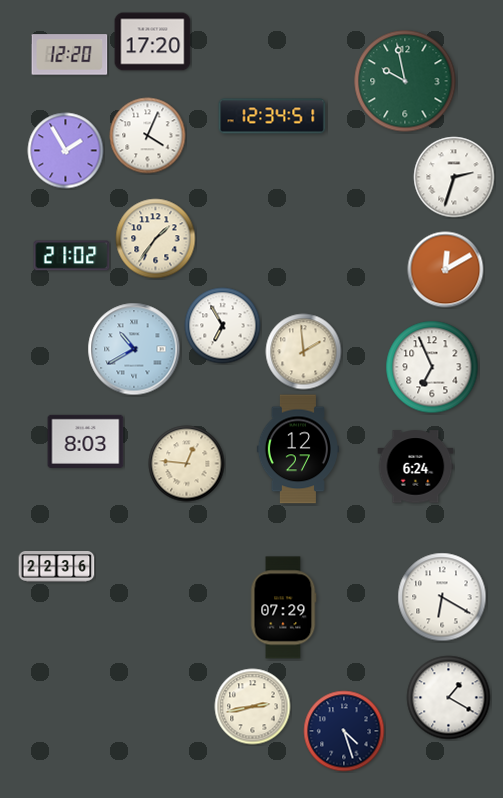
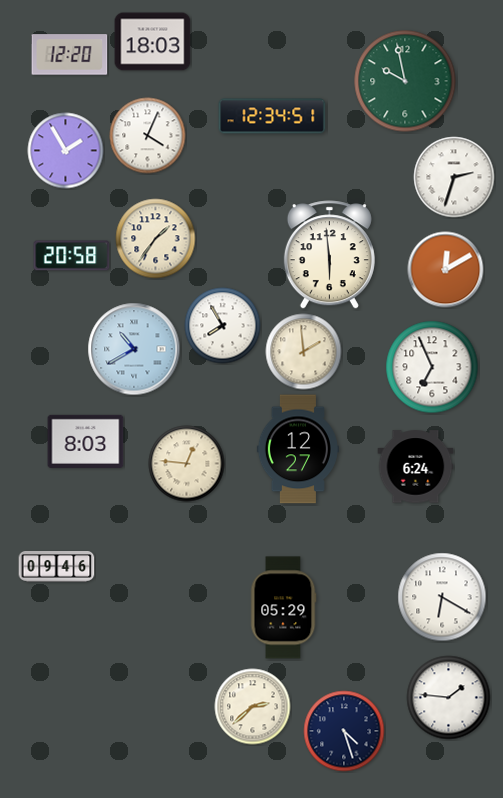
clock at (153, 42): 17:20 -> 18:03
clock at (329, 255): none -> 5:59
clock at (72, 256): 21:02 -> 20:58
clock at (223, 326): 6:55 -> 7:55
clock at (57, 567): 22:36 -> 09:46
clock at (283, 608): 07:29 -> 05:29
clock at (449, 698): 1:20 -> 1:46
clock at (253, 707): 2:43 -> 2:38
